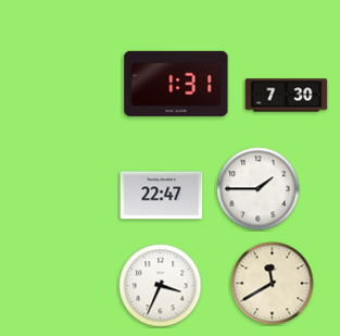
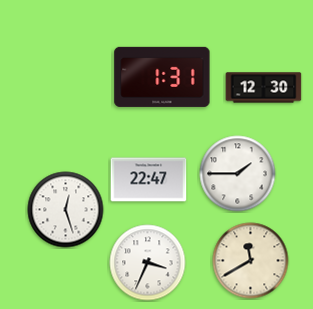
clock at (287, 96): 7:30 -> 12:30
clock at (66, 210): none -> 12:27
